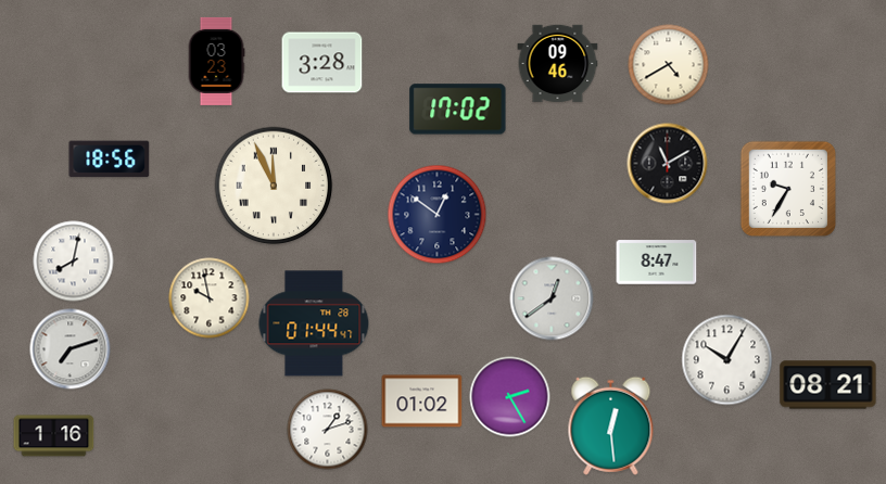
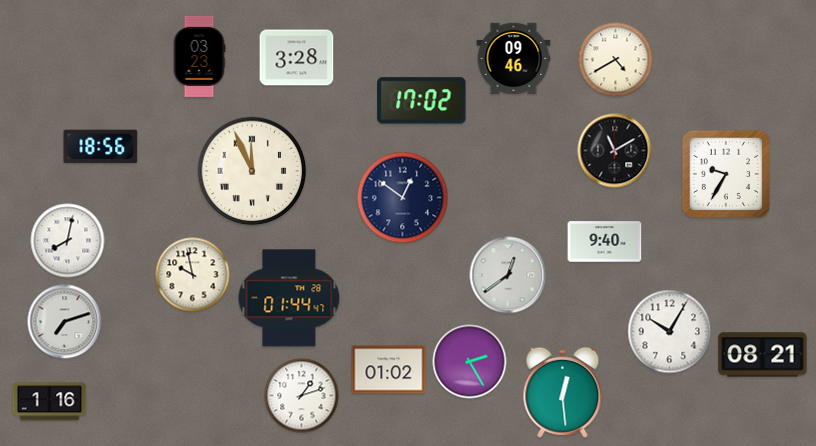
clock at (657, 263): 8:47 -> 9:40
clock at (510, 397) position: (510, 397) -> (470, 362)
